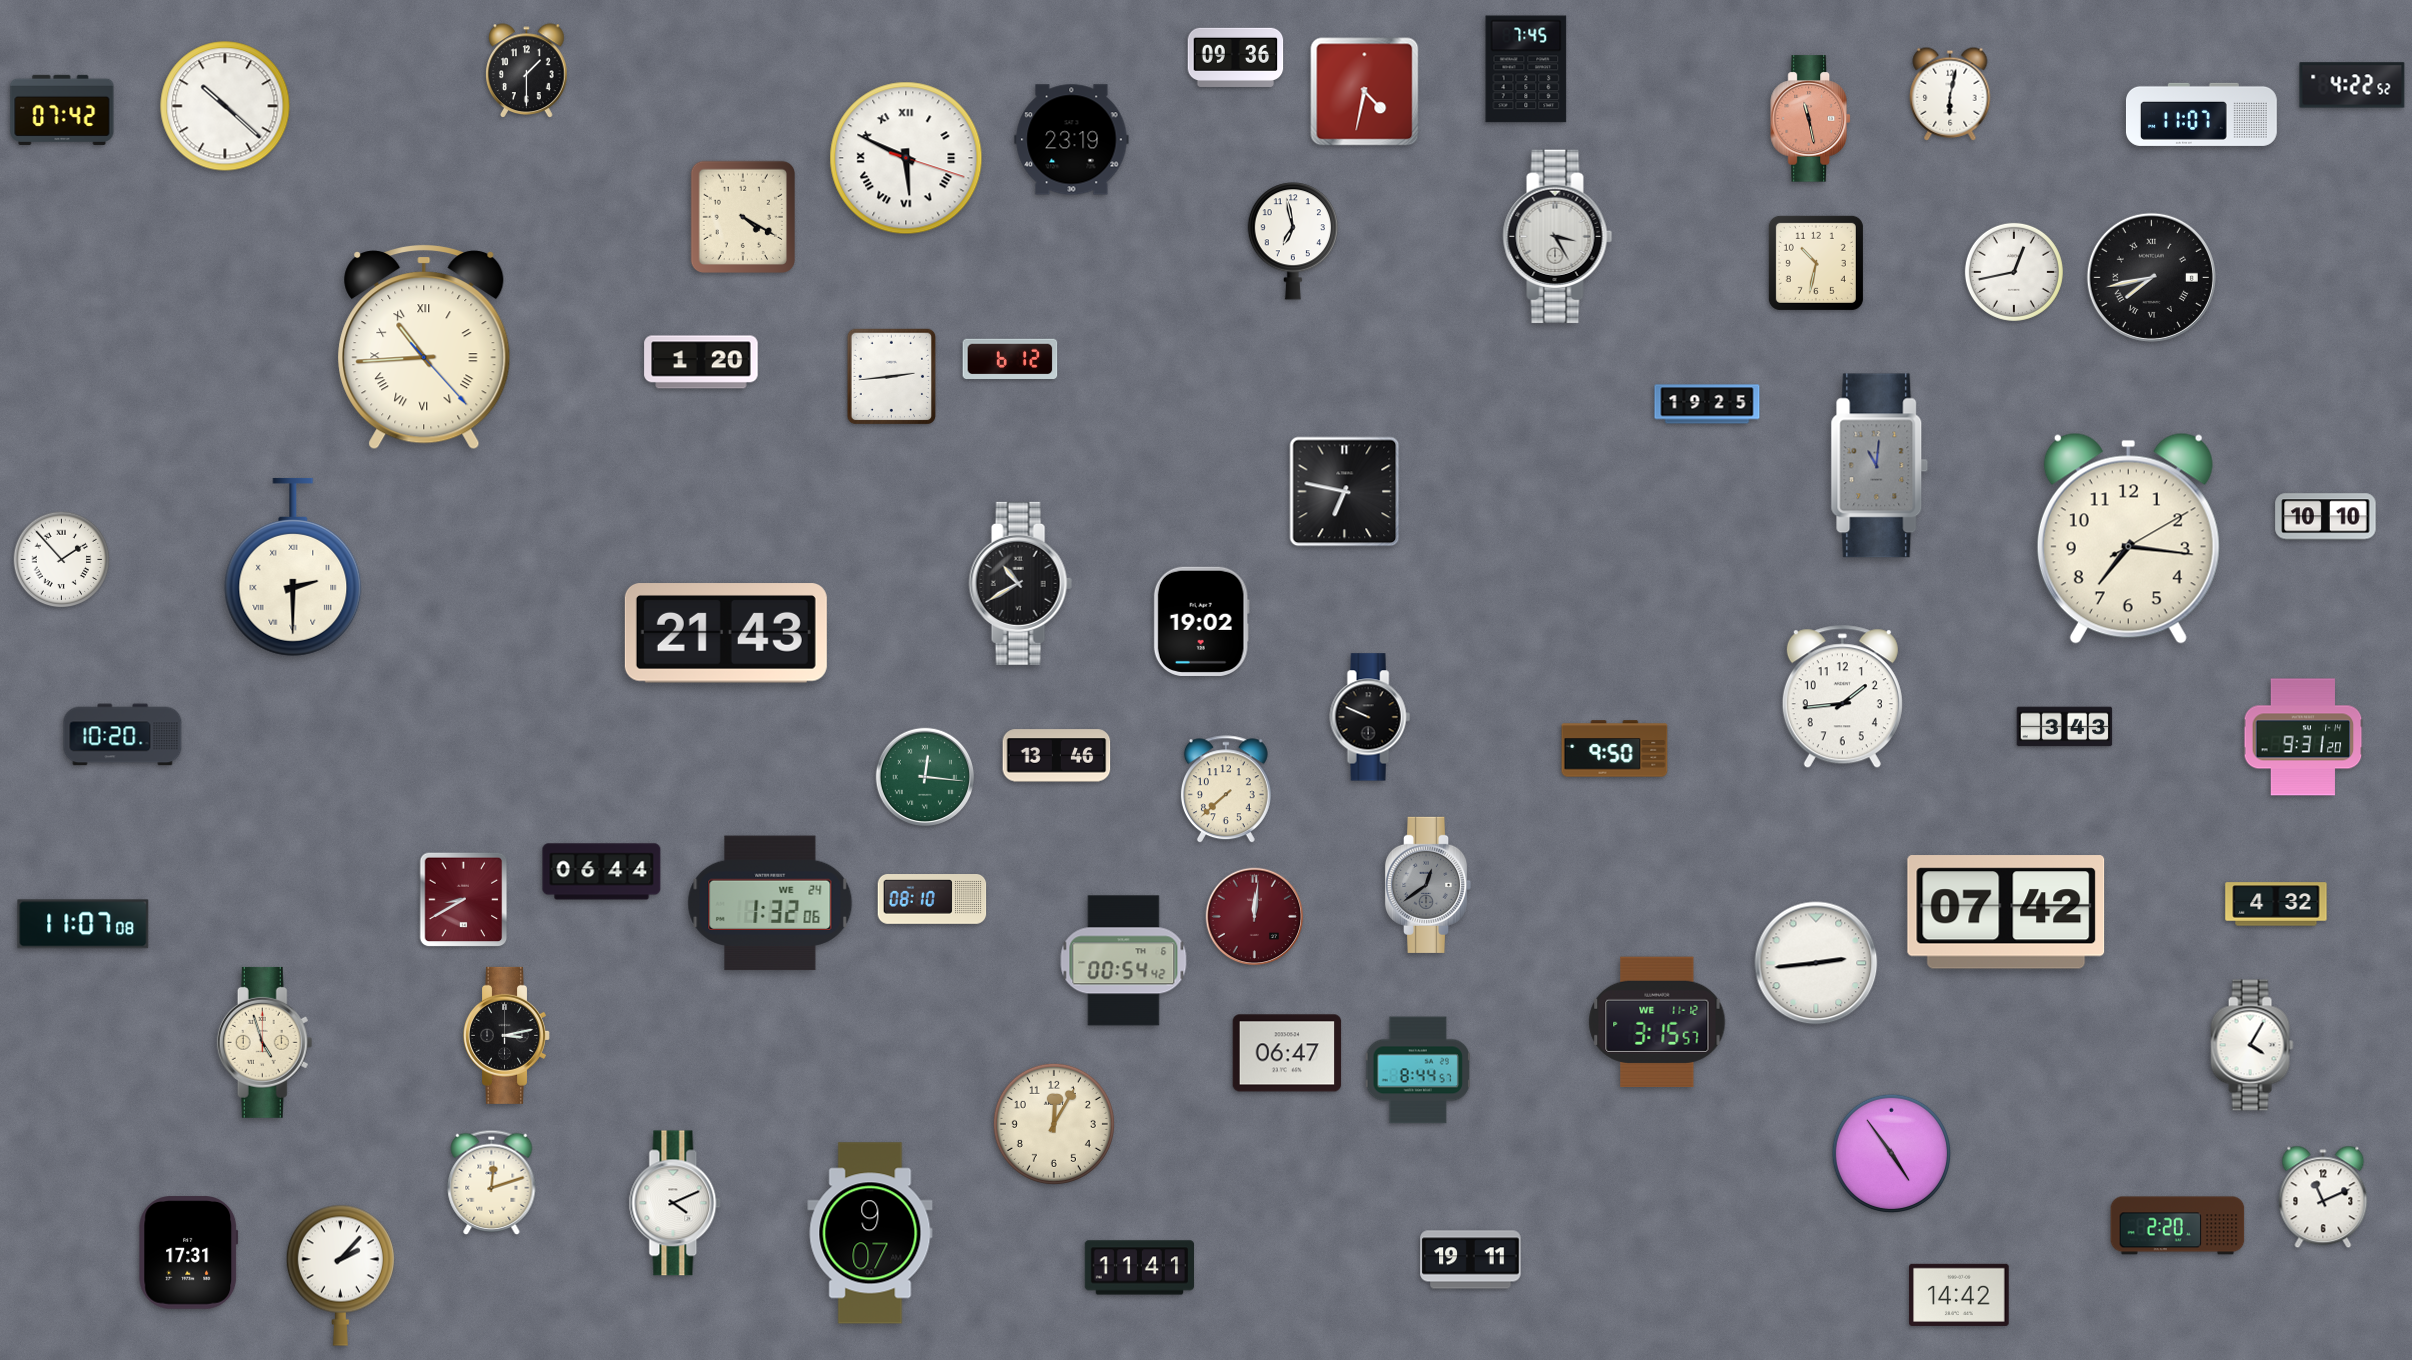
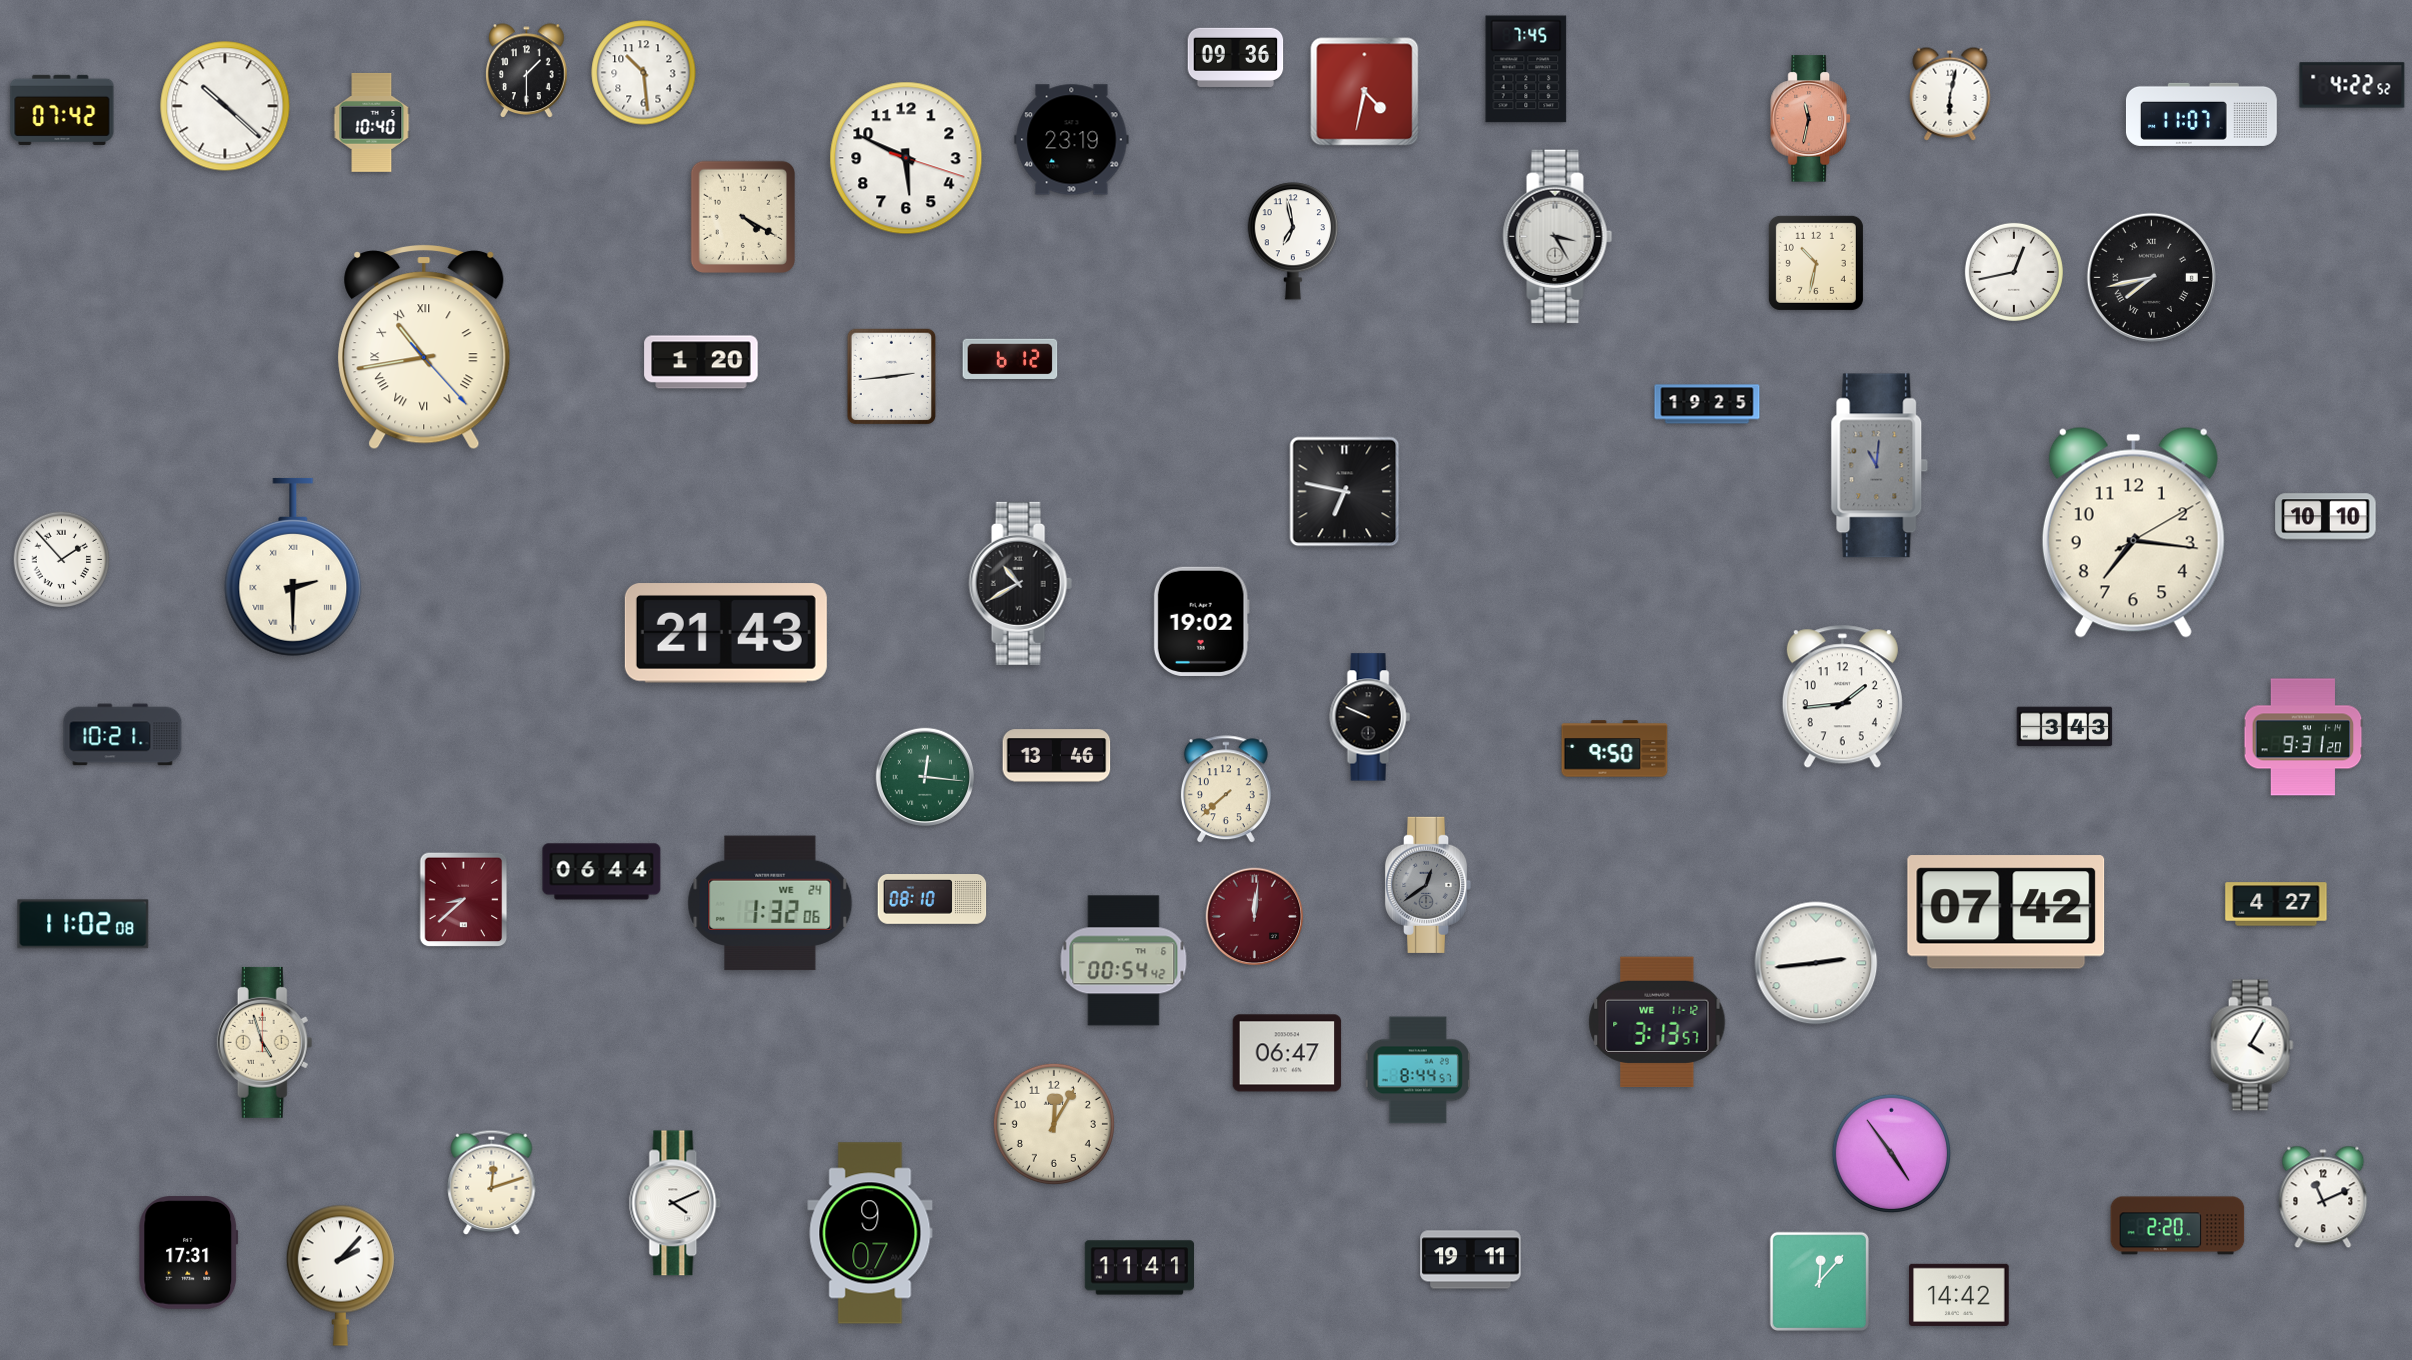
clock at (644, 73): none -> 10:29
clock at (1810, 119): 11:28 -> 11:32
clock at (372, 123): none -> 10:40
clock at (906, 158) numerals: Roman -> Arabic
clock at (424, 348): 10:44 -> 10:43
clock at (2128, 538) position: (2128, 538) -> (2133, 532)
clock at (123, 735): 10:20 -> 10:21
clock at (464, 900): 8:40 -> 8:38
clock at (2276, 904): 4:32 -> 4:27
clock at (83, 924): 11:07 -> 11:02
clock at (1657, 1021): 3:15 -> 3:13
clock at (507, 1035): 3:13 -> none
clock at (1819, 1281): none -> 12:07
